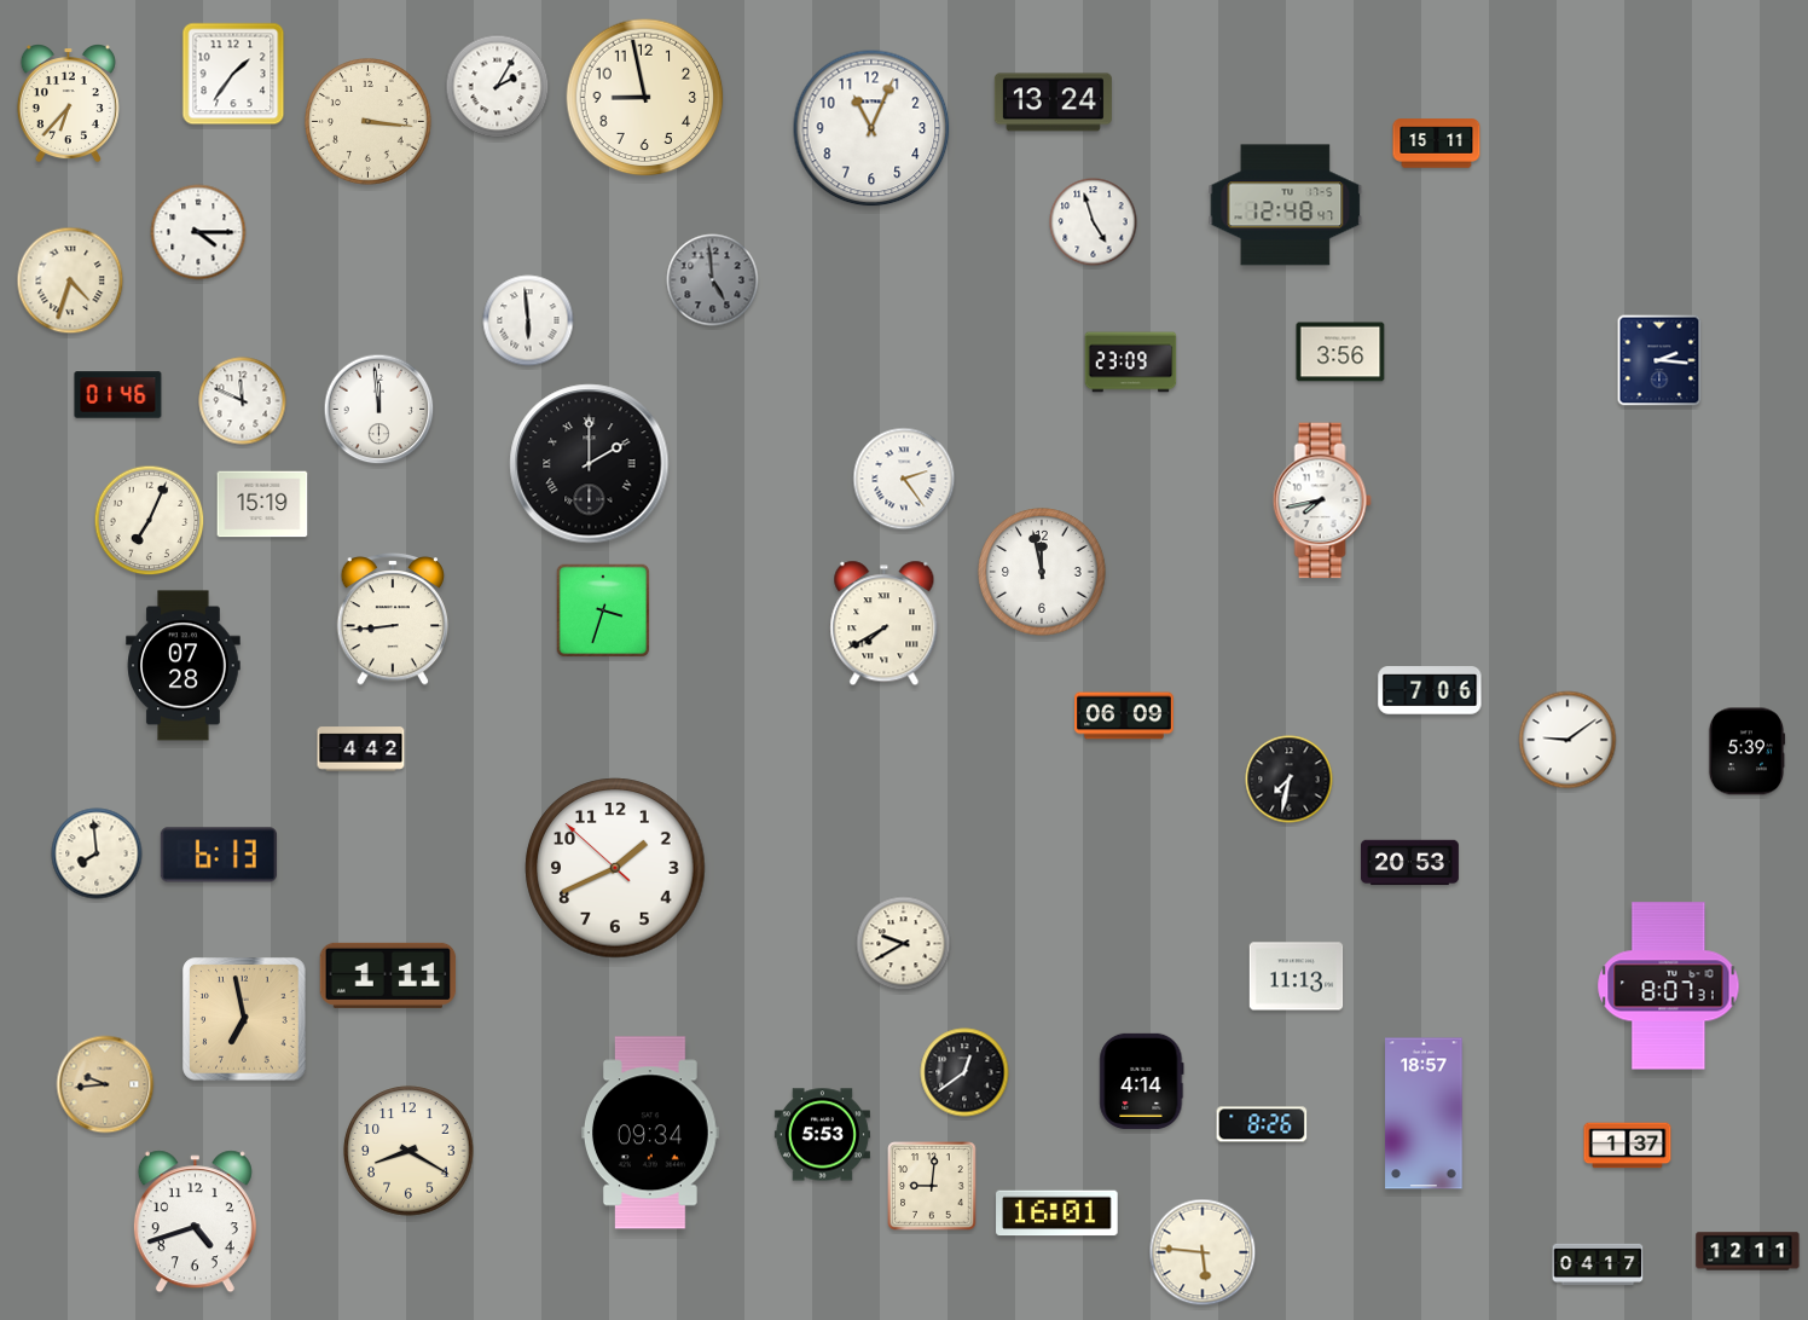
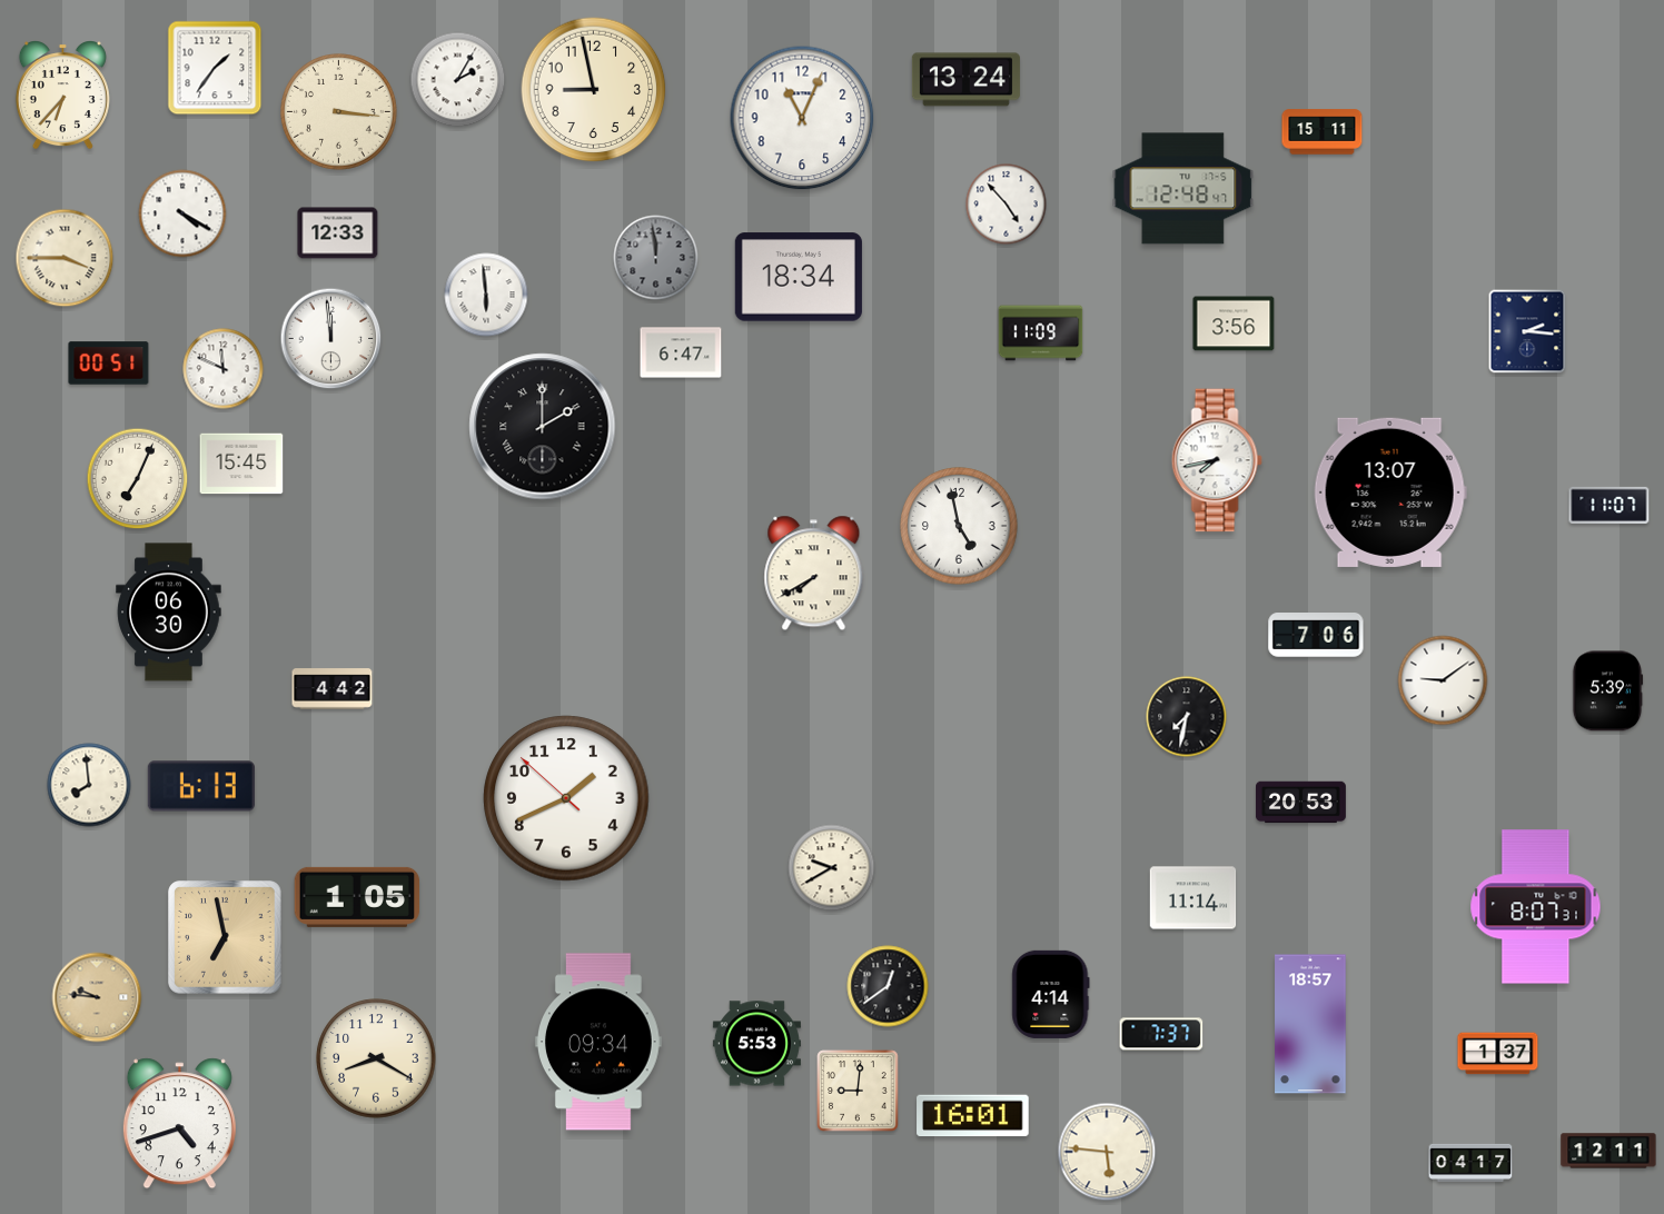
clock at (1053, 103) position: (1053, 103) -> (965, 80)
clock at (1094, 222): 4:57 -> 4:53
clock at (198, 232): 4:15 -> 4:20
clock at (338, 233): none -> 12:33
clock at (70, 280): 4:33 -> 3:45
clock at (713, 280): 4:59 -> 11:59
clock at (799, 277): none -> 18:34
clock at (1131, 363): 23:09 -> 11:09
clock at (681, 352): none -> 6:47
clock at (118, 395): 01:46 -> 00:51
clock at (379, 410) position: (379, 410) -> (331, 339)
clock at (904, 479): 2:24 -> none
clock at (262, 504): 15:19 -> 15:45
clock at (1390, 492): none -> 13:07
clock at (1609, 505): none -> 11:07
clock at (1042, 572): 11:58 -> 4:58
clock at (603, 610): 3:33 -> none
clock at (393, 619): 8:44 -> none
clock at (184, 666): 07:28 -> 06:30
clock at (1124, 716): 06:09 -> none
clock at (1410, 863) position: (1410, 863) -> (1301, 803)
clock at (388, 975): 1:11 -> 1:05
clock at (1297, 977): 11:13 -> 11:14
clock at (105, 1084): 9:44 -> 9:46
clock at (1262, 1124): 8:26 -> 7:37
